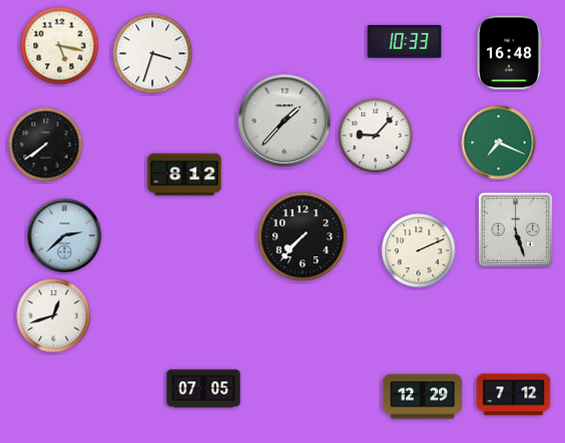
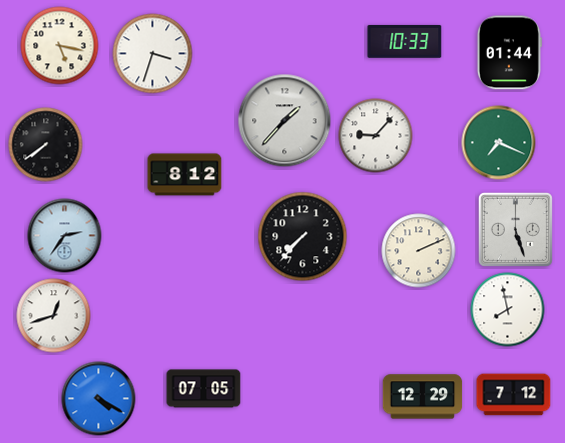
clock at (509, 53): 16:48 -> 01:44
clock at (65, 236): 2:38 -> 2:36
clock at (508, 310): none -> 7:58
clock at (99, 399): none -> 4:20
